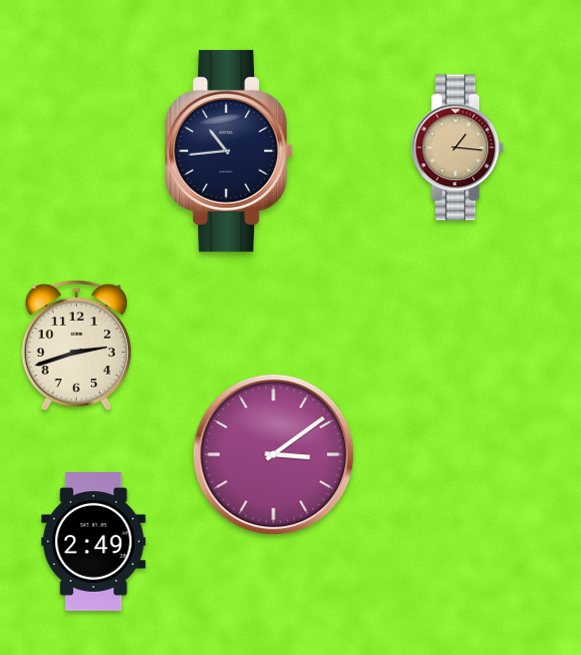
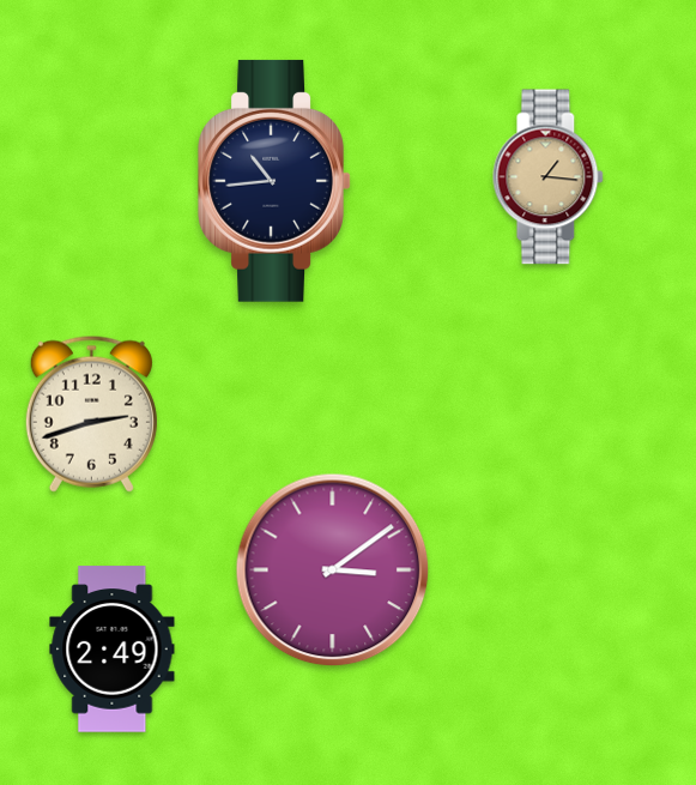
clock at (274, 455) position: (274, 455) -> (333, 570)
